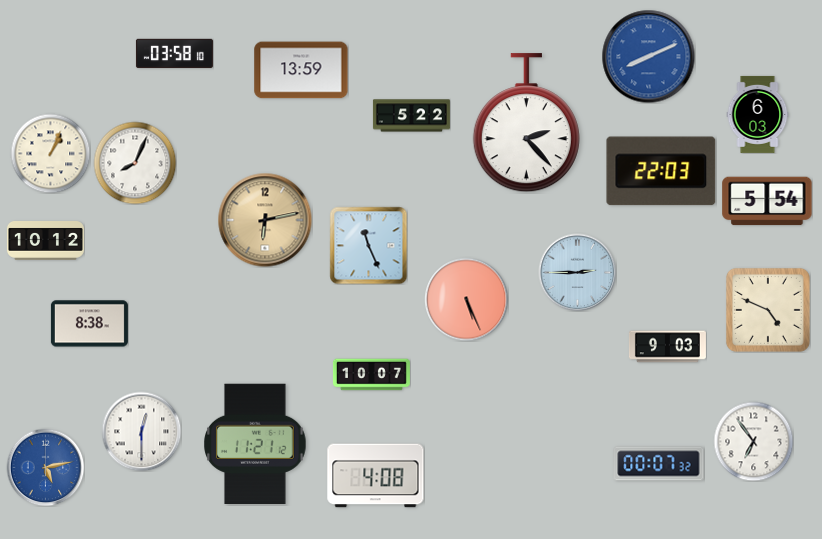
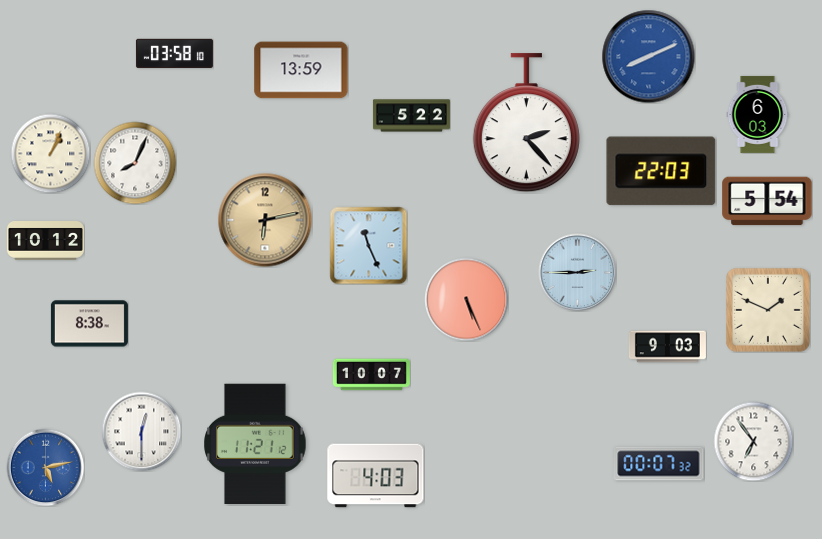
clock at (768, 310): 4:49 -> 1:49
clock at (376, 476): 4:08 -> 4:03
